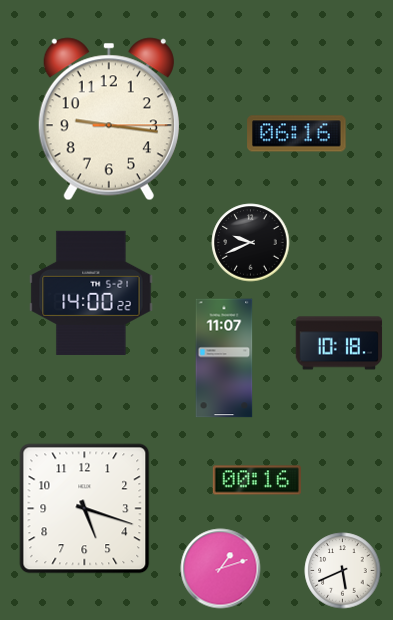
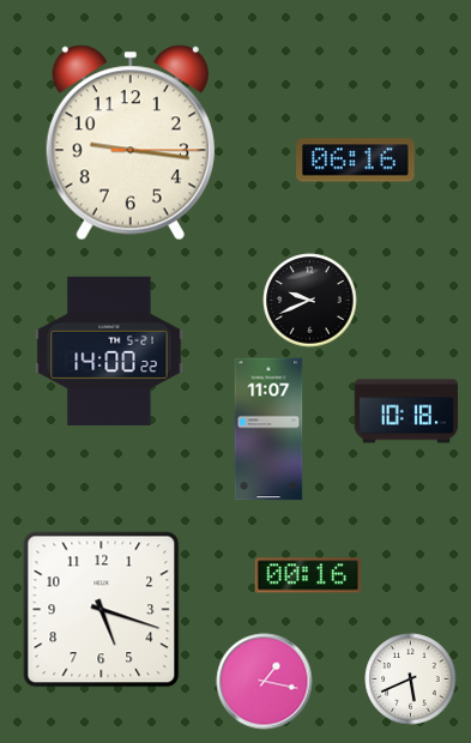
clock at (251, 243) position: (251, 243) -> (310, 301)
clock at (221, 569): 1:12 -> 1:17
clock at (343, 571) position: (343, 571) -> (411, 679)
